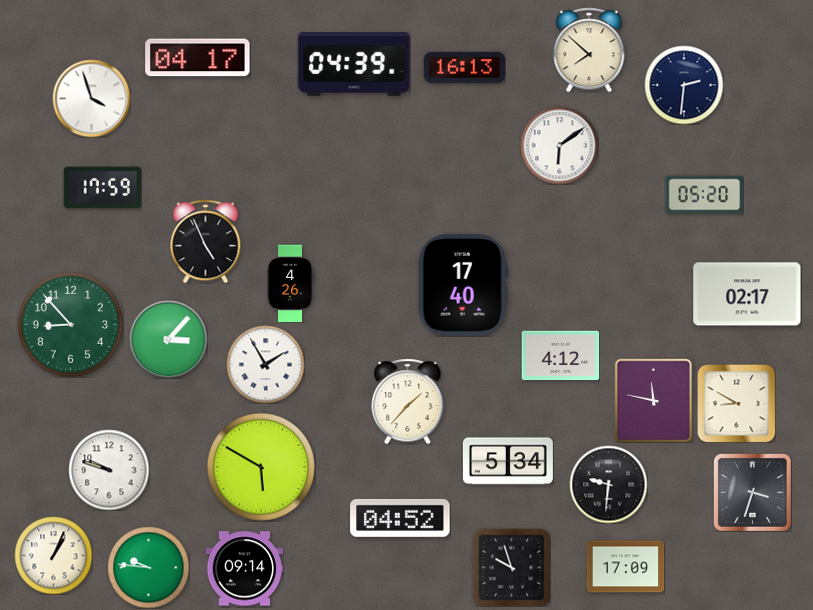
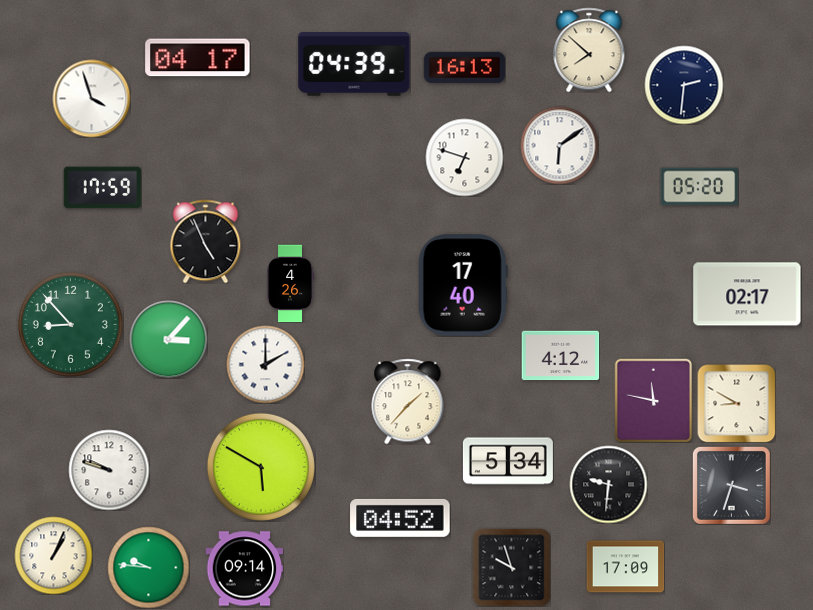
clock at (464, 157): none -> 6:48
clock at (704, 195) position: (704, 195) -> (699, 187)
clock at (265, 364): 1:55 -> 2:00
clock at (752, 492) position: (752, 492) -> (731, 485)
